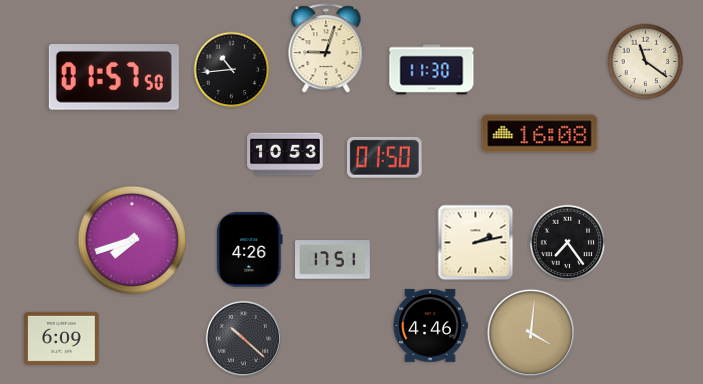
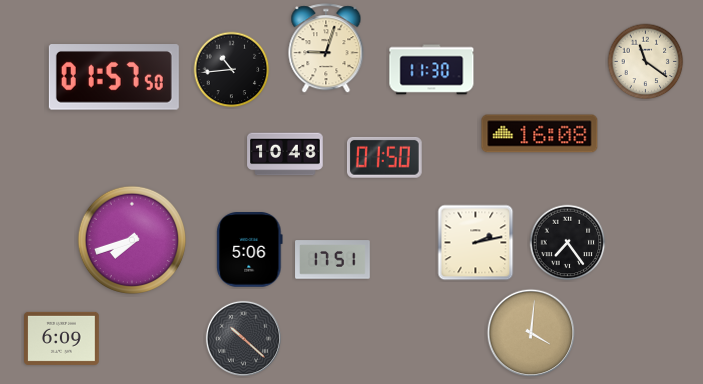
clock at (285, 154): 10:53 -> 10:48
clock at (250, 250): 4:26 -> 5:06
clock at (430, 325): 4:46 -> none
